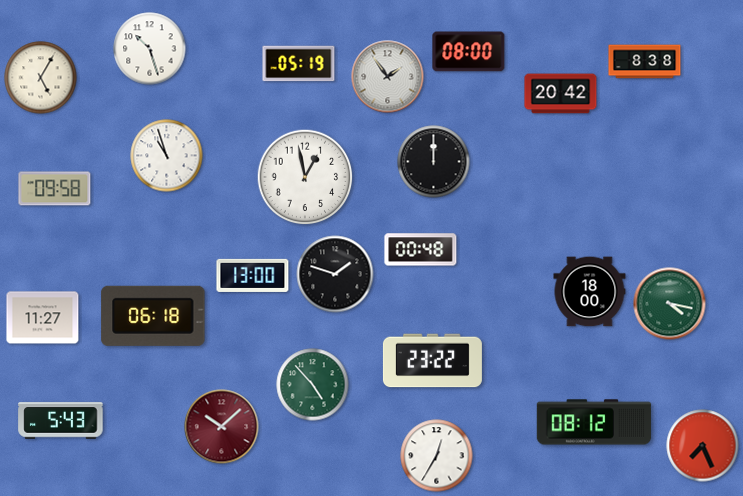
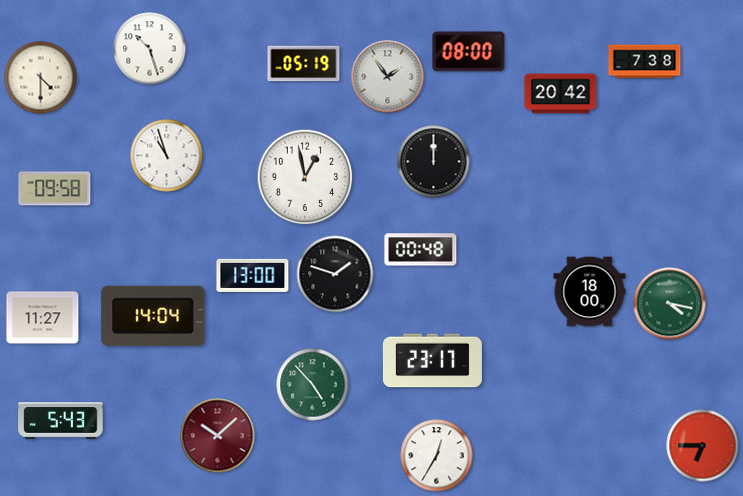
clock at (645, 62): 8:38 -> 7:38
clock at (299, 64) position: (299, 64) -> (304, 64)
clock at (41, 78): 5:05 -> 4:30
clock at (153, 316): 06:18 -> 14:04
clock at (432, 361): 23:22 -> 23:17
clock at (594, 422): 08:12 -> none
clock at (222, 427) position: (222, 427) -> (218, 436)
clock at (703, 446): 7:26 -> 6:45
